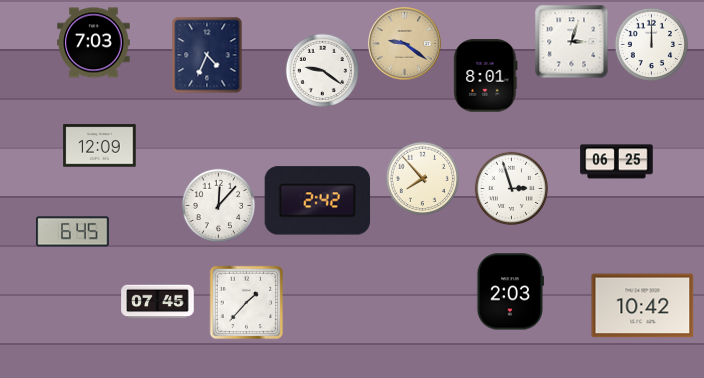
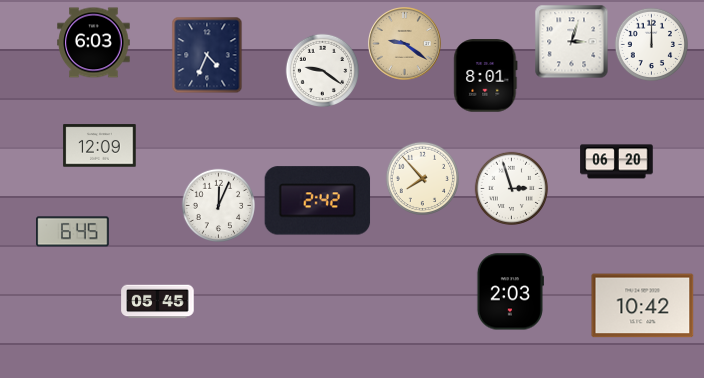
clock at (94, 43): 7:03 -> 6:03
clock at (617, 162): 06:25 -> 06:20
clock at (219, 206): 12:07 -> 12:04
clock at (158, 302): 07:45 -> 05:45
clock at (247, 303): 1:37 -> none
